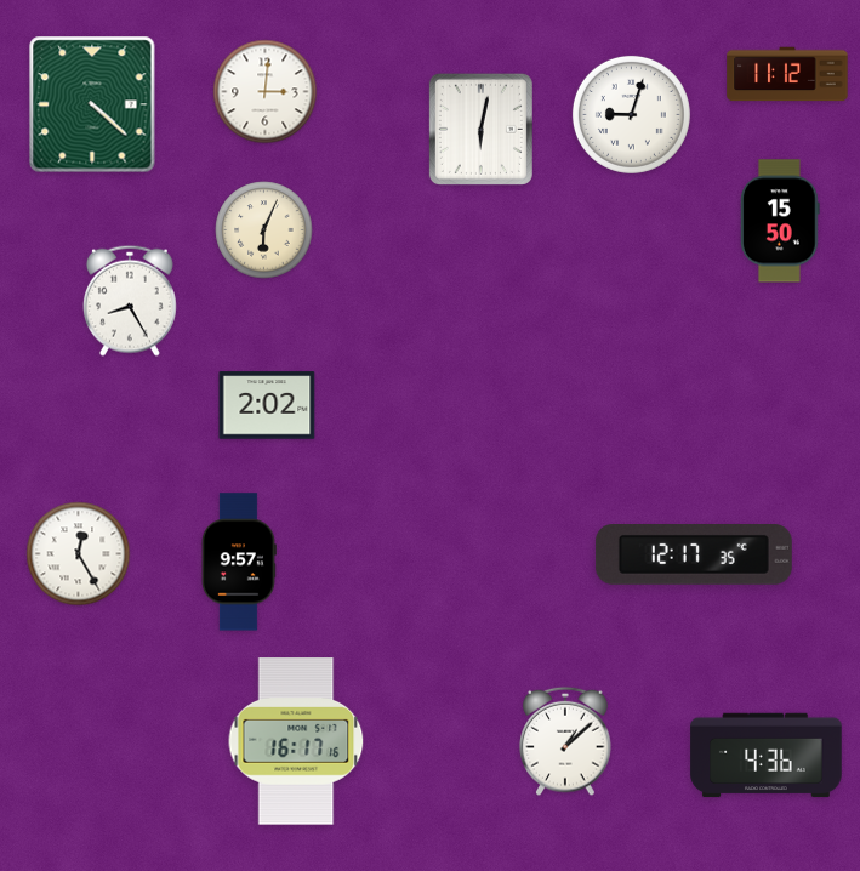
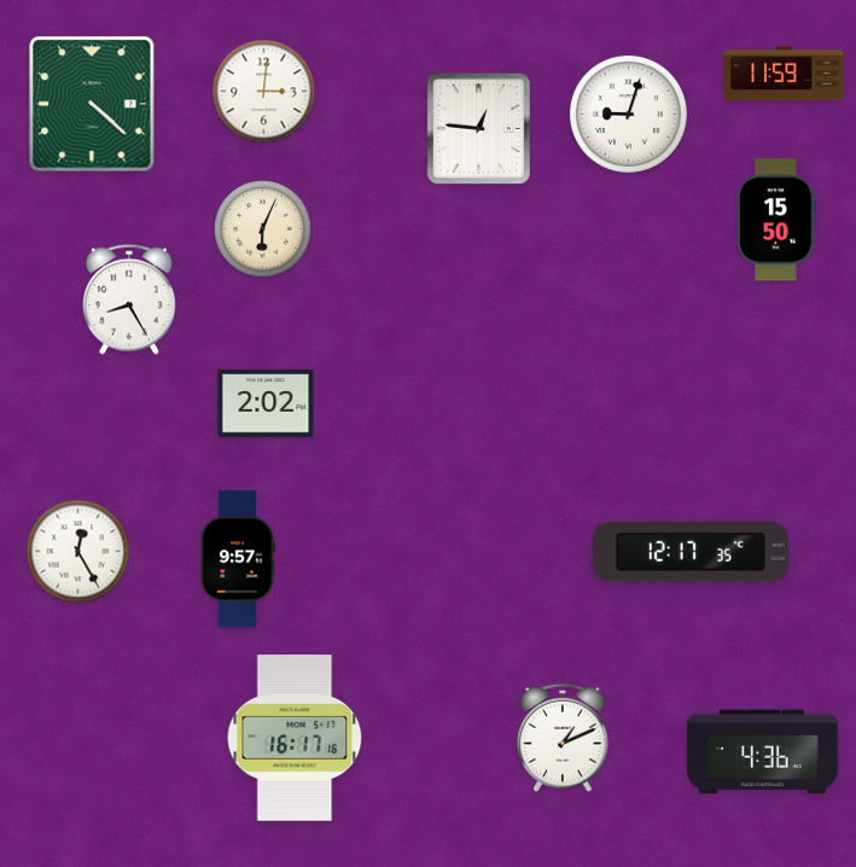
clock at (787, 74): 11:12 -> 11:59
clock at (480, 129): 6:02 -> 12:46
clock at (565, 741): 1:08 -> 1:11
